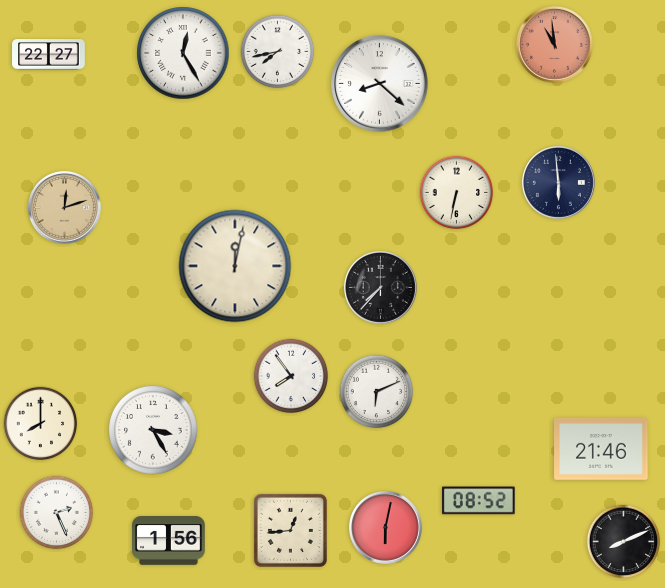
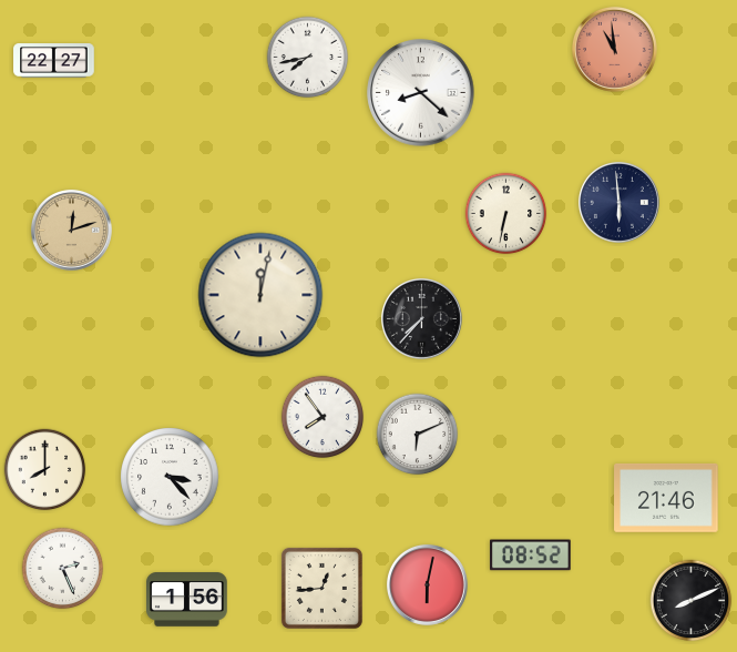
clock at (183, 53): 12:25 -> none
clock at (153, 430): 3:25 -> 3:23
